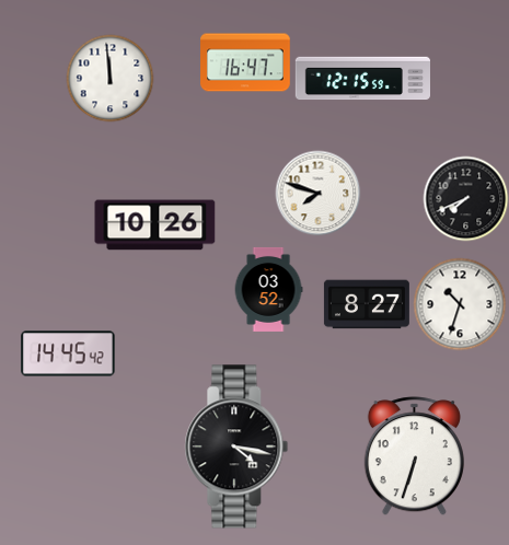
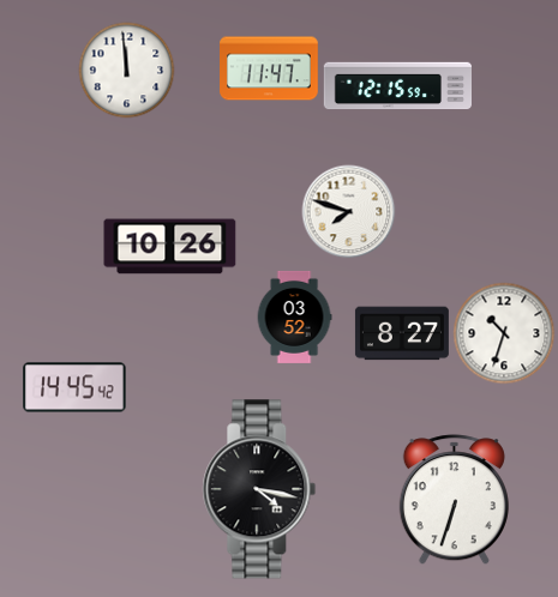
clock at (245, 62): 16:47 -> 11:47
clock at (109, 78) position: (109, 78) -> (126, 70)
clock at (465, 198): 7:41 -> none
